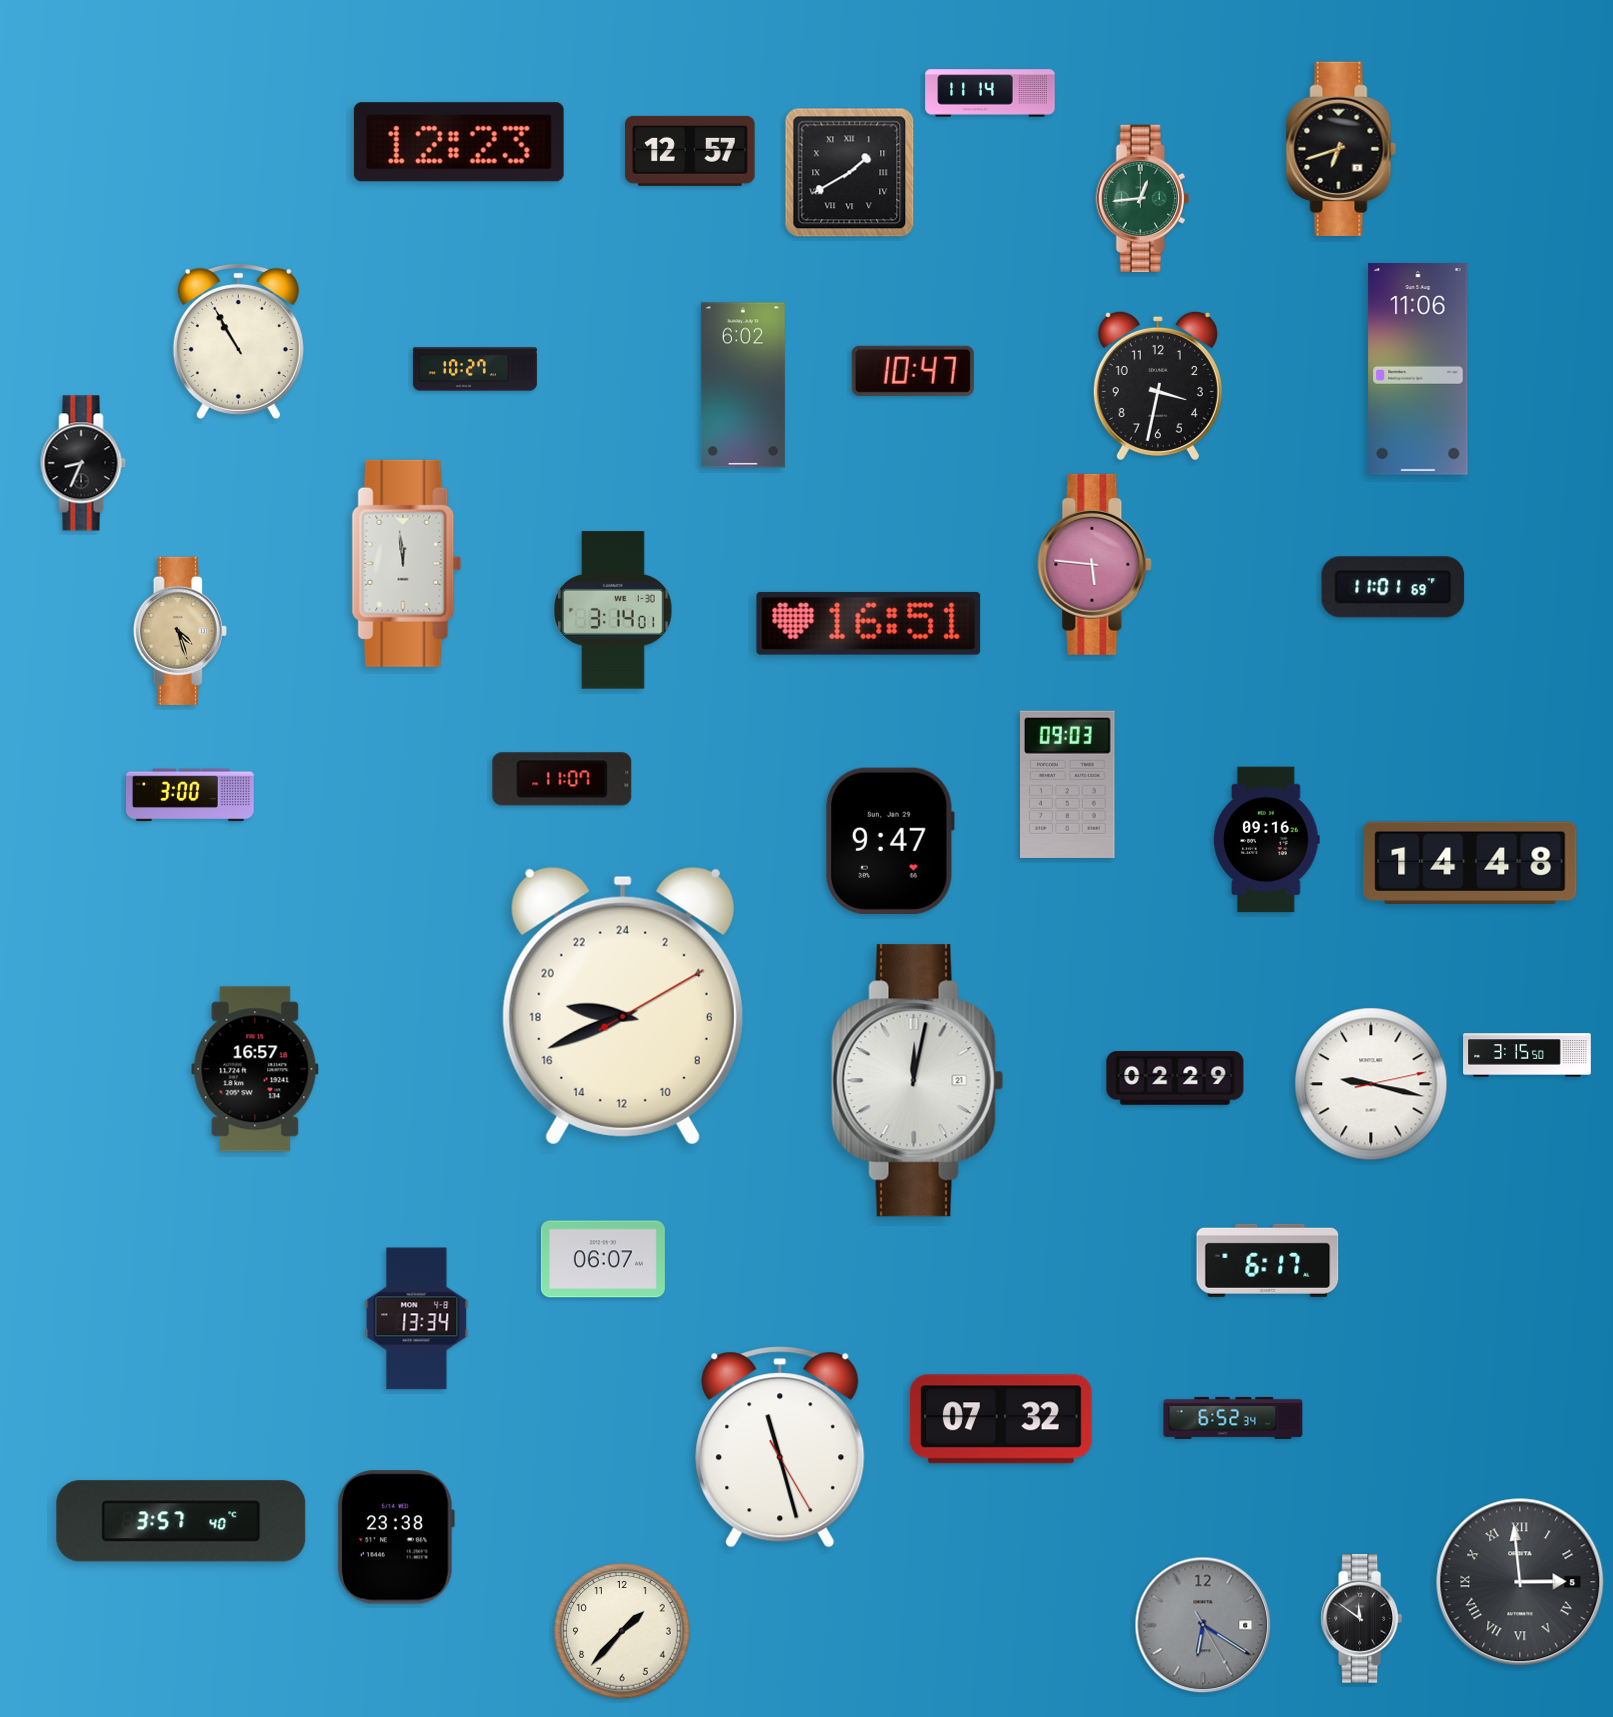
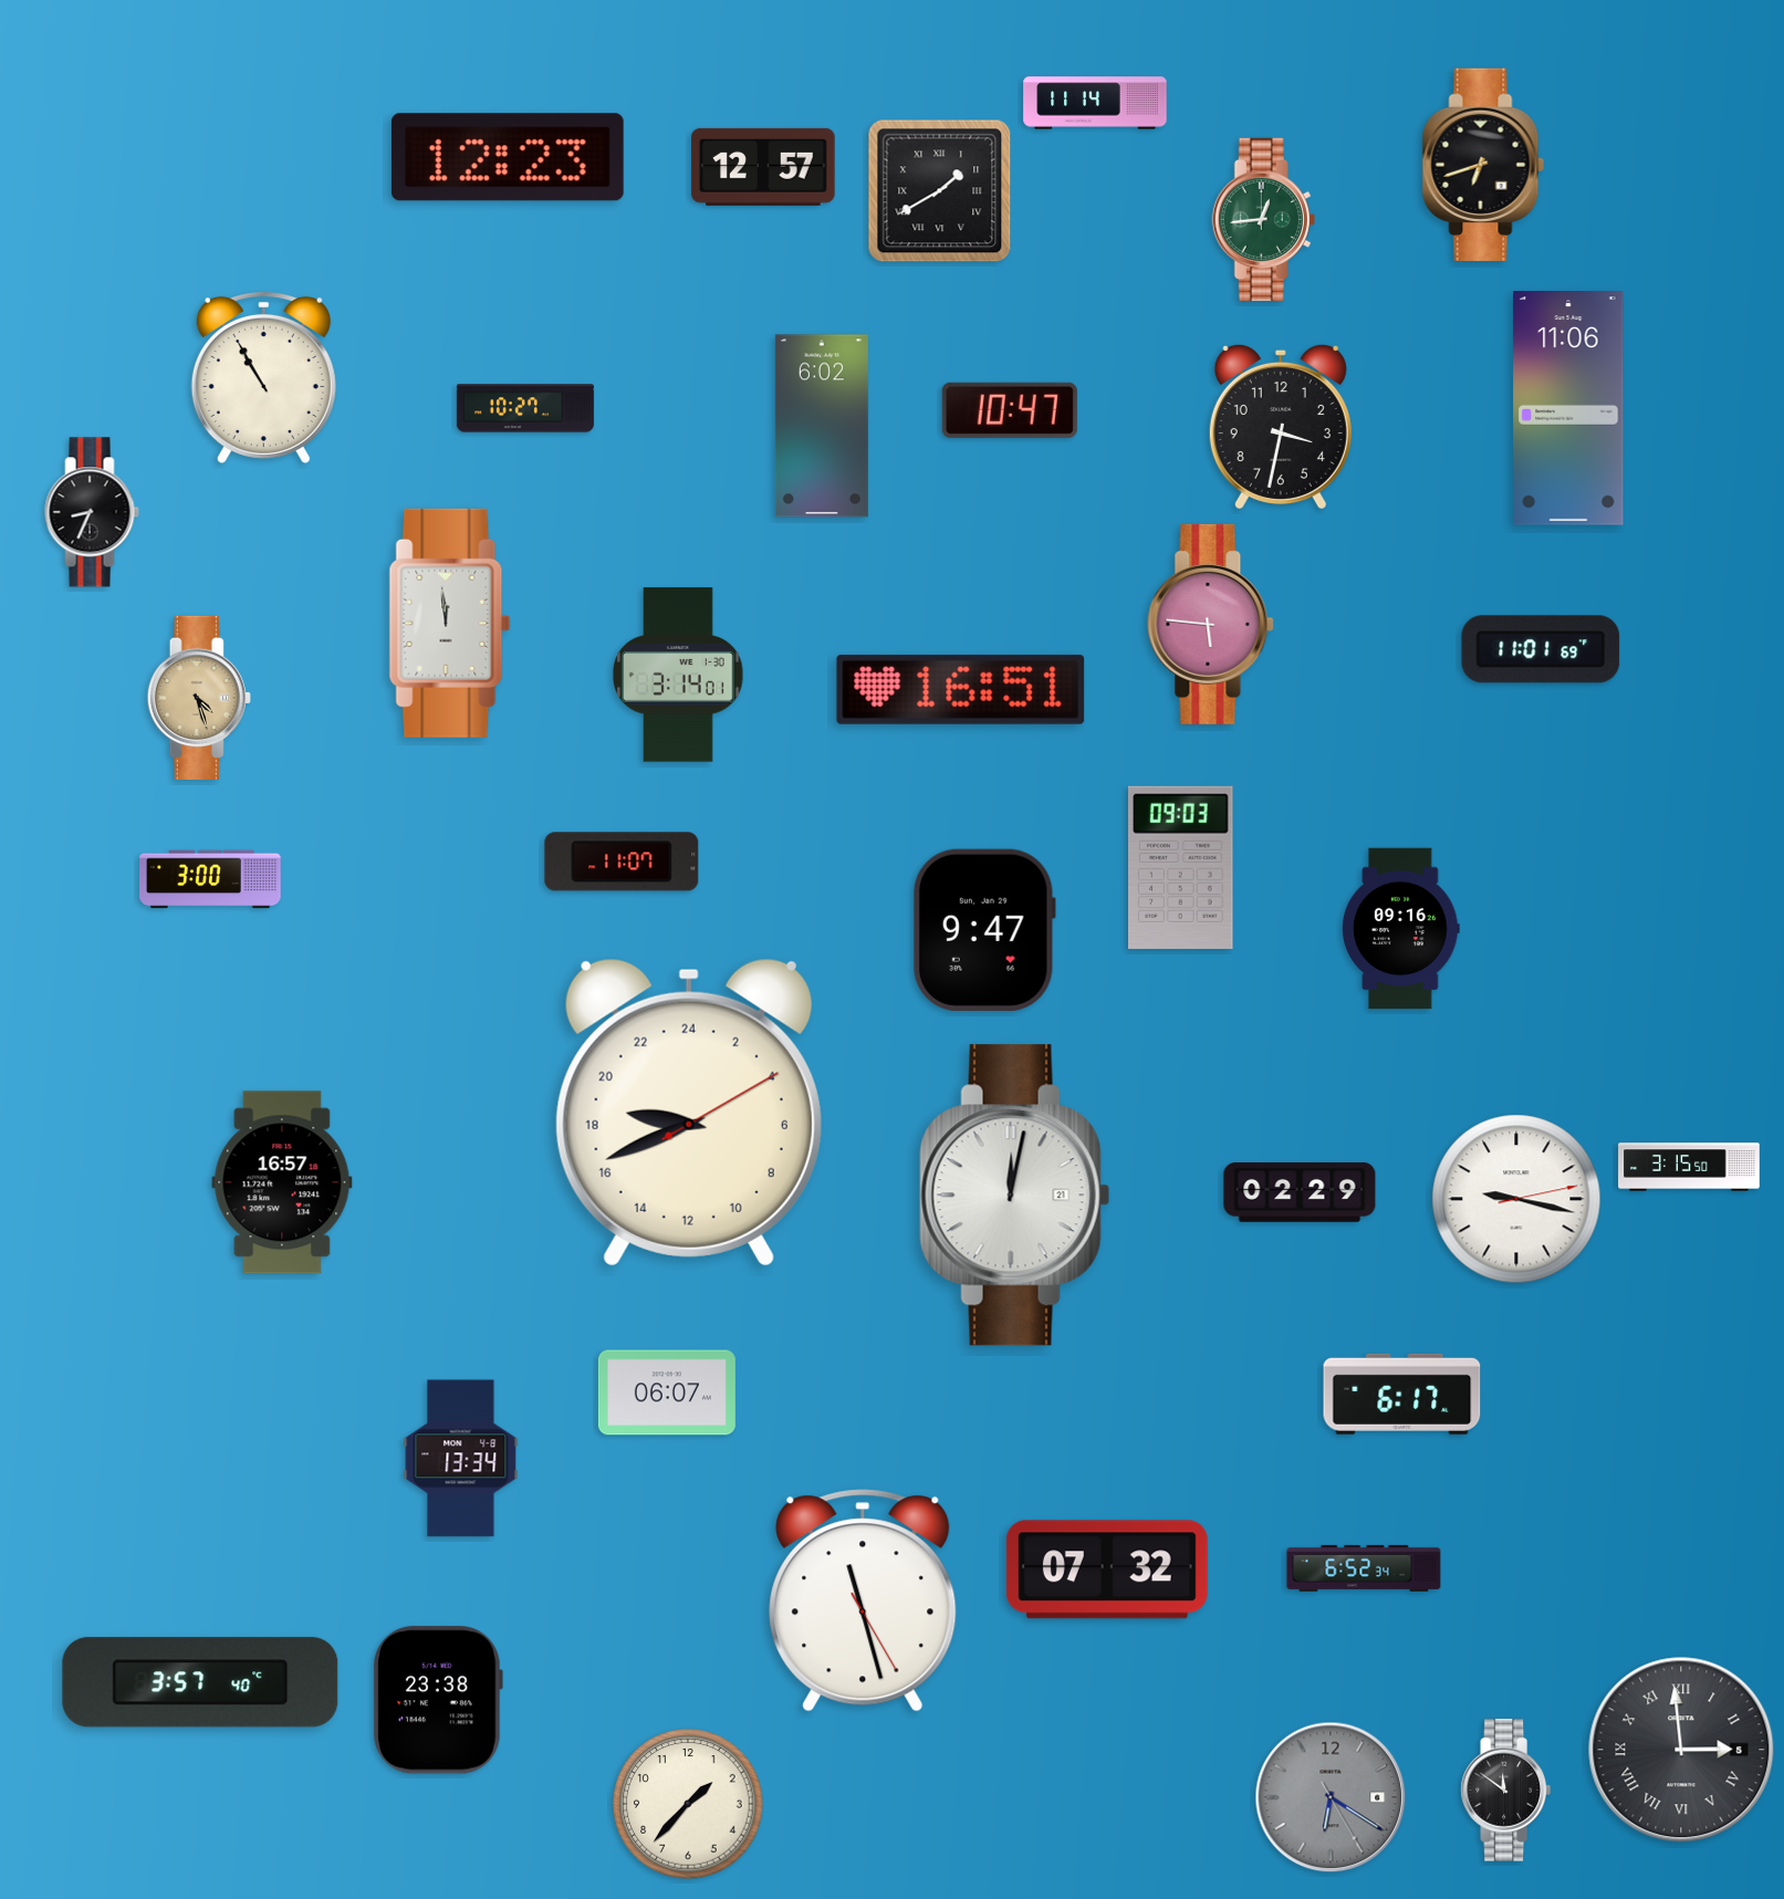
clock at (1470, 863): 14:48 -> none
